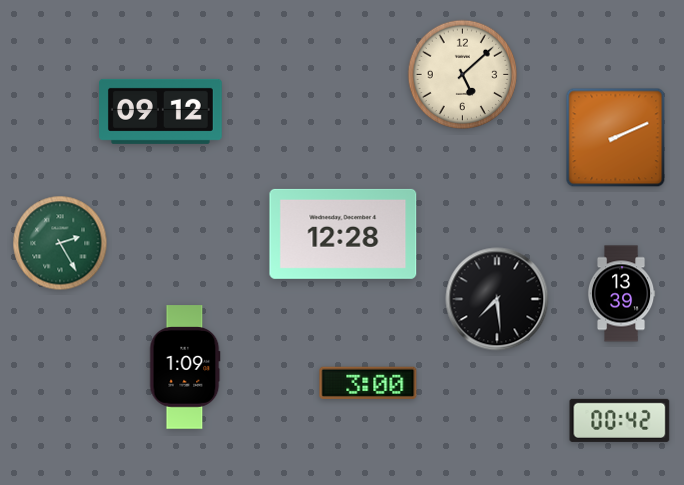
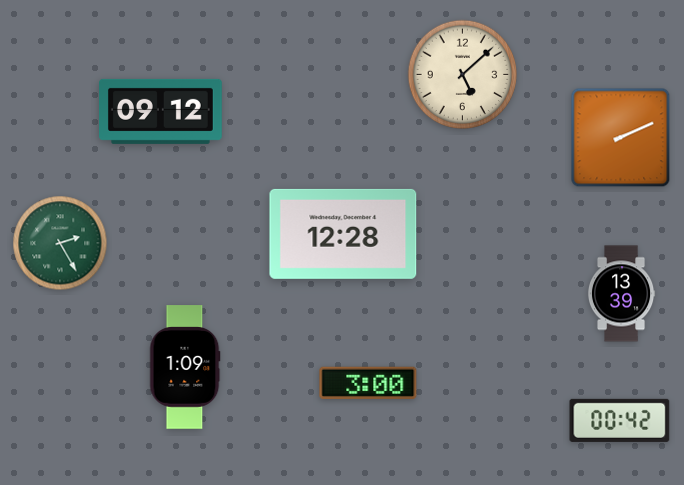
clock at (616, 138) position: (616, 138) -> (621, 138)
clock at (497, 299): 7:29 -> none
